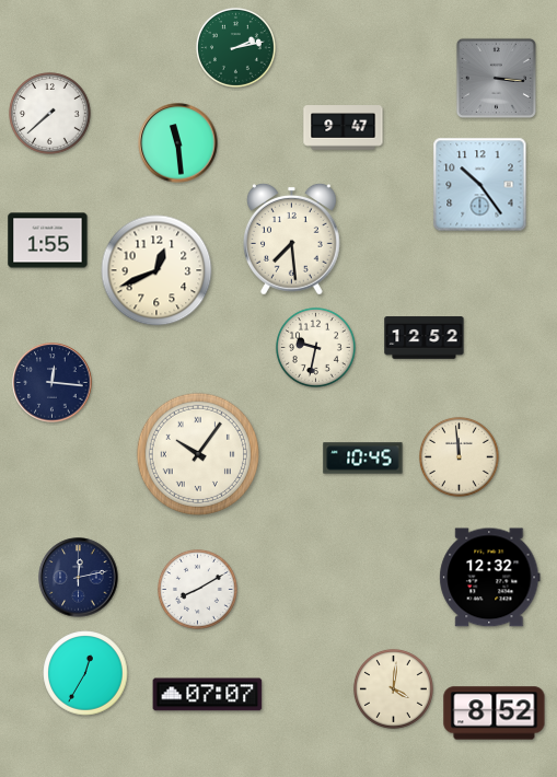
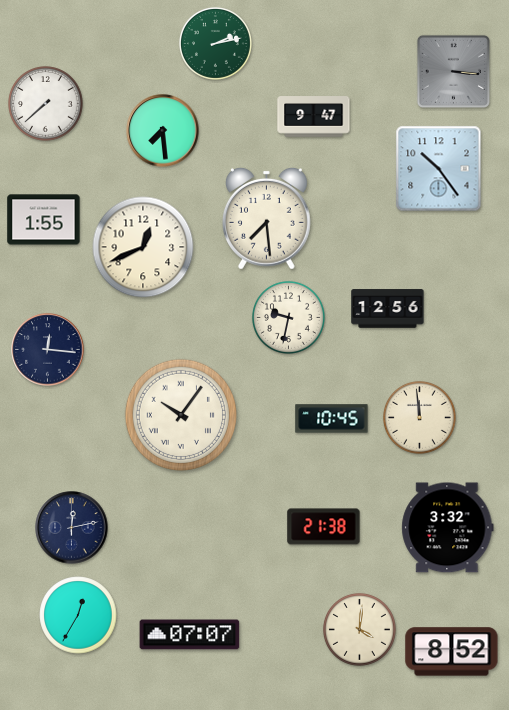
clock at (178, 143): 11:29 -> 7:29
clock at (425, 338): 12:52 -> 12:56
clock at (324, 527): none -> 21:38
clock at (490, 578): 12:32 -> 3:32
clock at (197, 589): 8:10 -> none
